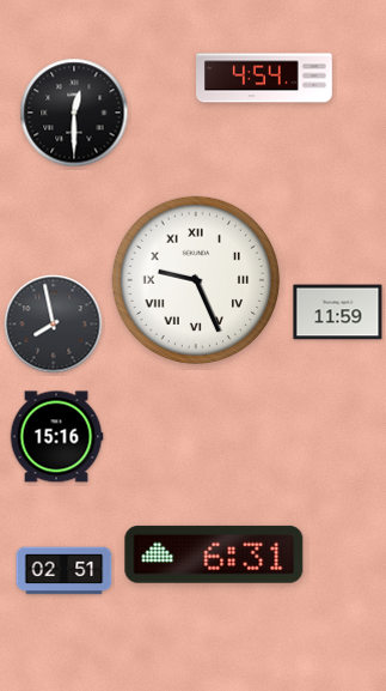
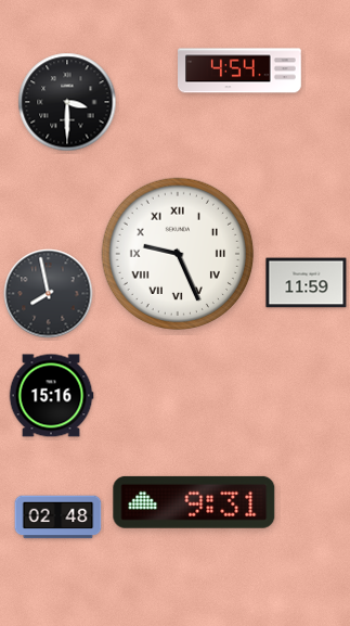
clock at (74, 113): 12:30 -> 3:30
clock at (214, 554): 6:31 -> 9:31
clock at (65, 571): 02:51 -> 02:48
